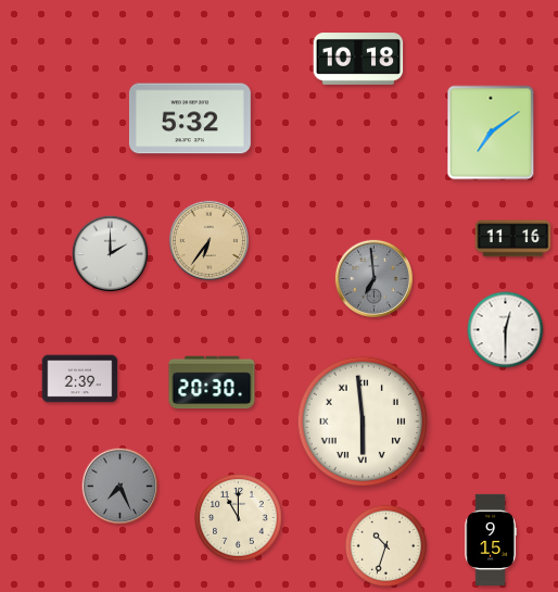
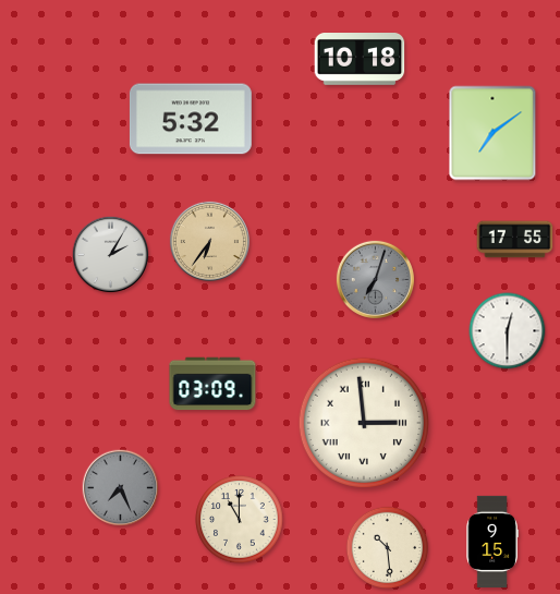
clock at (513, 239): 11:16 -> 17:55
clock at (111, 254): 2:00 -> 2:05
clock at (373, 278): 6:59 -> 7:03
clock at (80, 379): 2:39 -> none
clock at (212, 382): 20:30 -> 03:09
clock at (363, 421): 5:59 -> 2:59
clock at (386, 546): 10:33 -> 10:29
